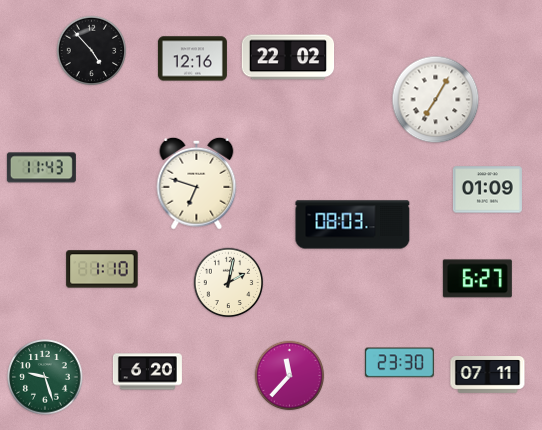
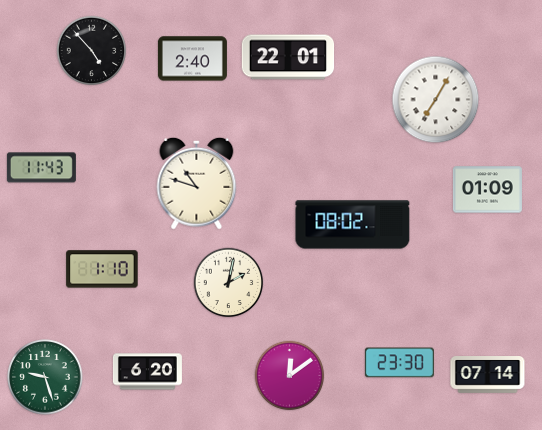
clock at (288, 57): 22:02 -> 22:01
clock at (192, 59): 12:16 -> 2:40
clock at (197, 183): 6:48 -> 10:48
clock at (353, 225): 08:03 -> 08:02
clock at (477, 279): 6:27 -> none
clock at (488, 375): 07:11 -> 07:14
clock at (290, 376): 11:37 -> 12:09
